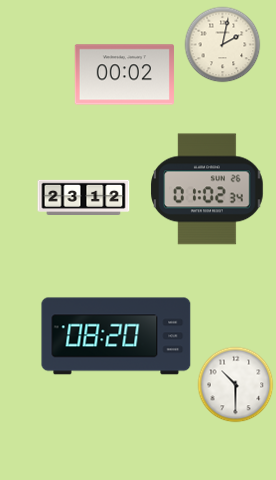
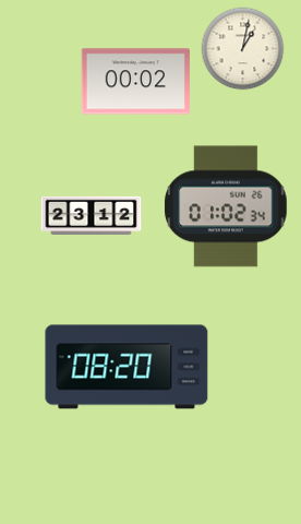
clock at (223, 45): 2:02 -> 1:02
clock at (236, 385): 10:30 -> none
